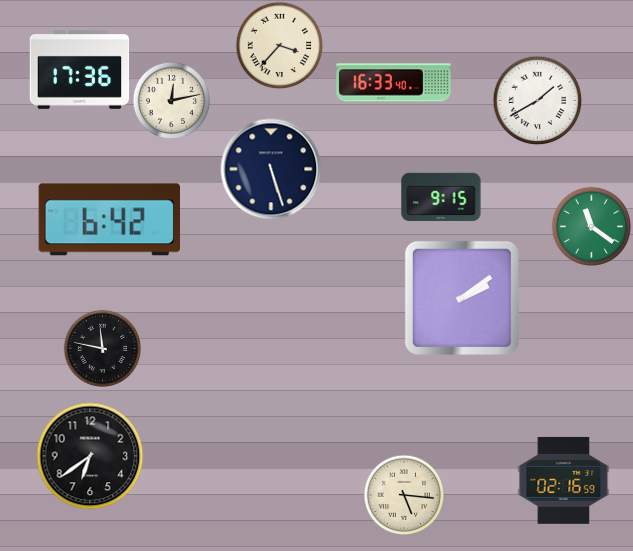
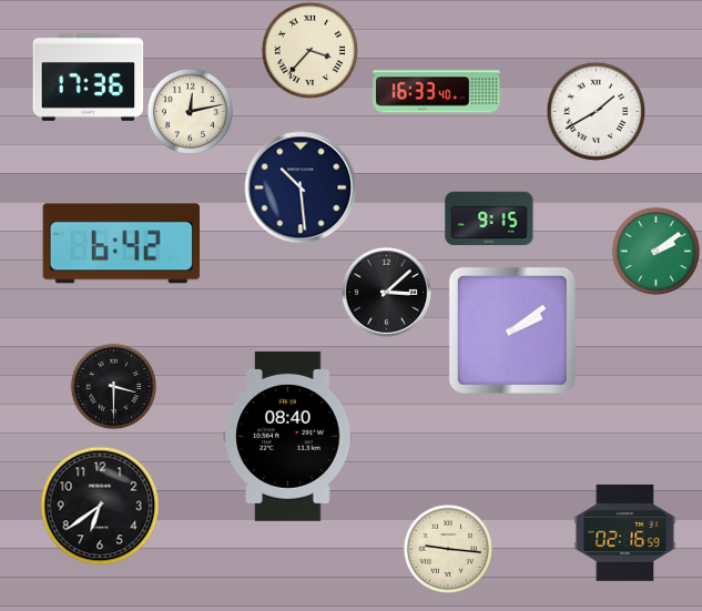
clock at (271, 169): 5:27 -> 10:29
clock at (591, 226): 11:21 -> 2:09
clock at (386, 292): none -> 3:08
clock at (102, 348): 11:47 -> 3:30
clock at (288, 436): none -> 08:40
clock at (404, 495): 5:16 -> 9:16
